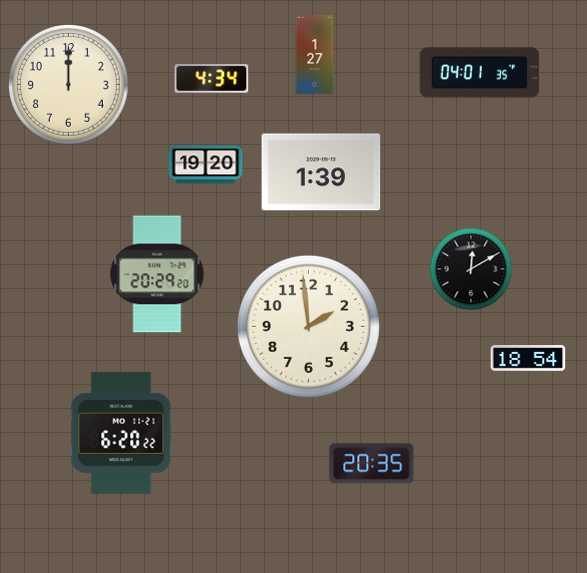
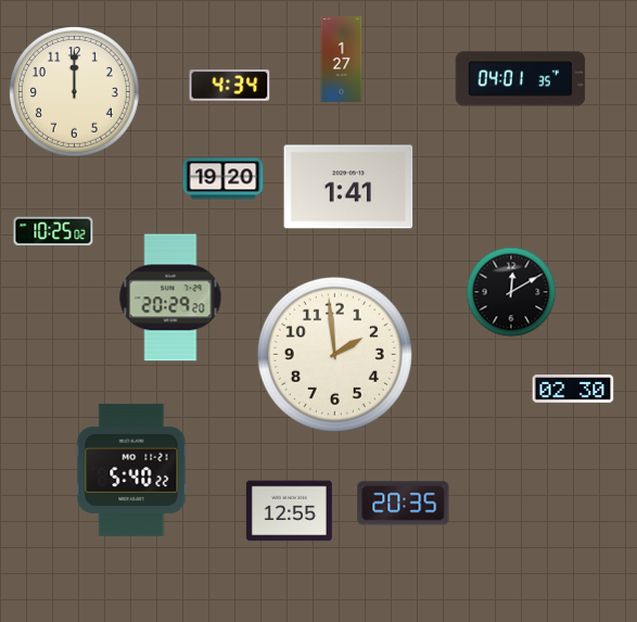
clock at (321, 172): 1:39 -> 1:41
clock at (53, 231): none -> 10:25
clock at (528, 358): 18:54 -> 02:30
clock at (121, 433): 6:20 -> 5:40
clock at (289, 511): none -> 12:55
